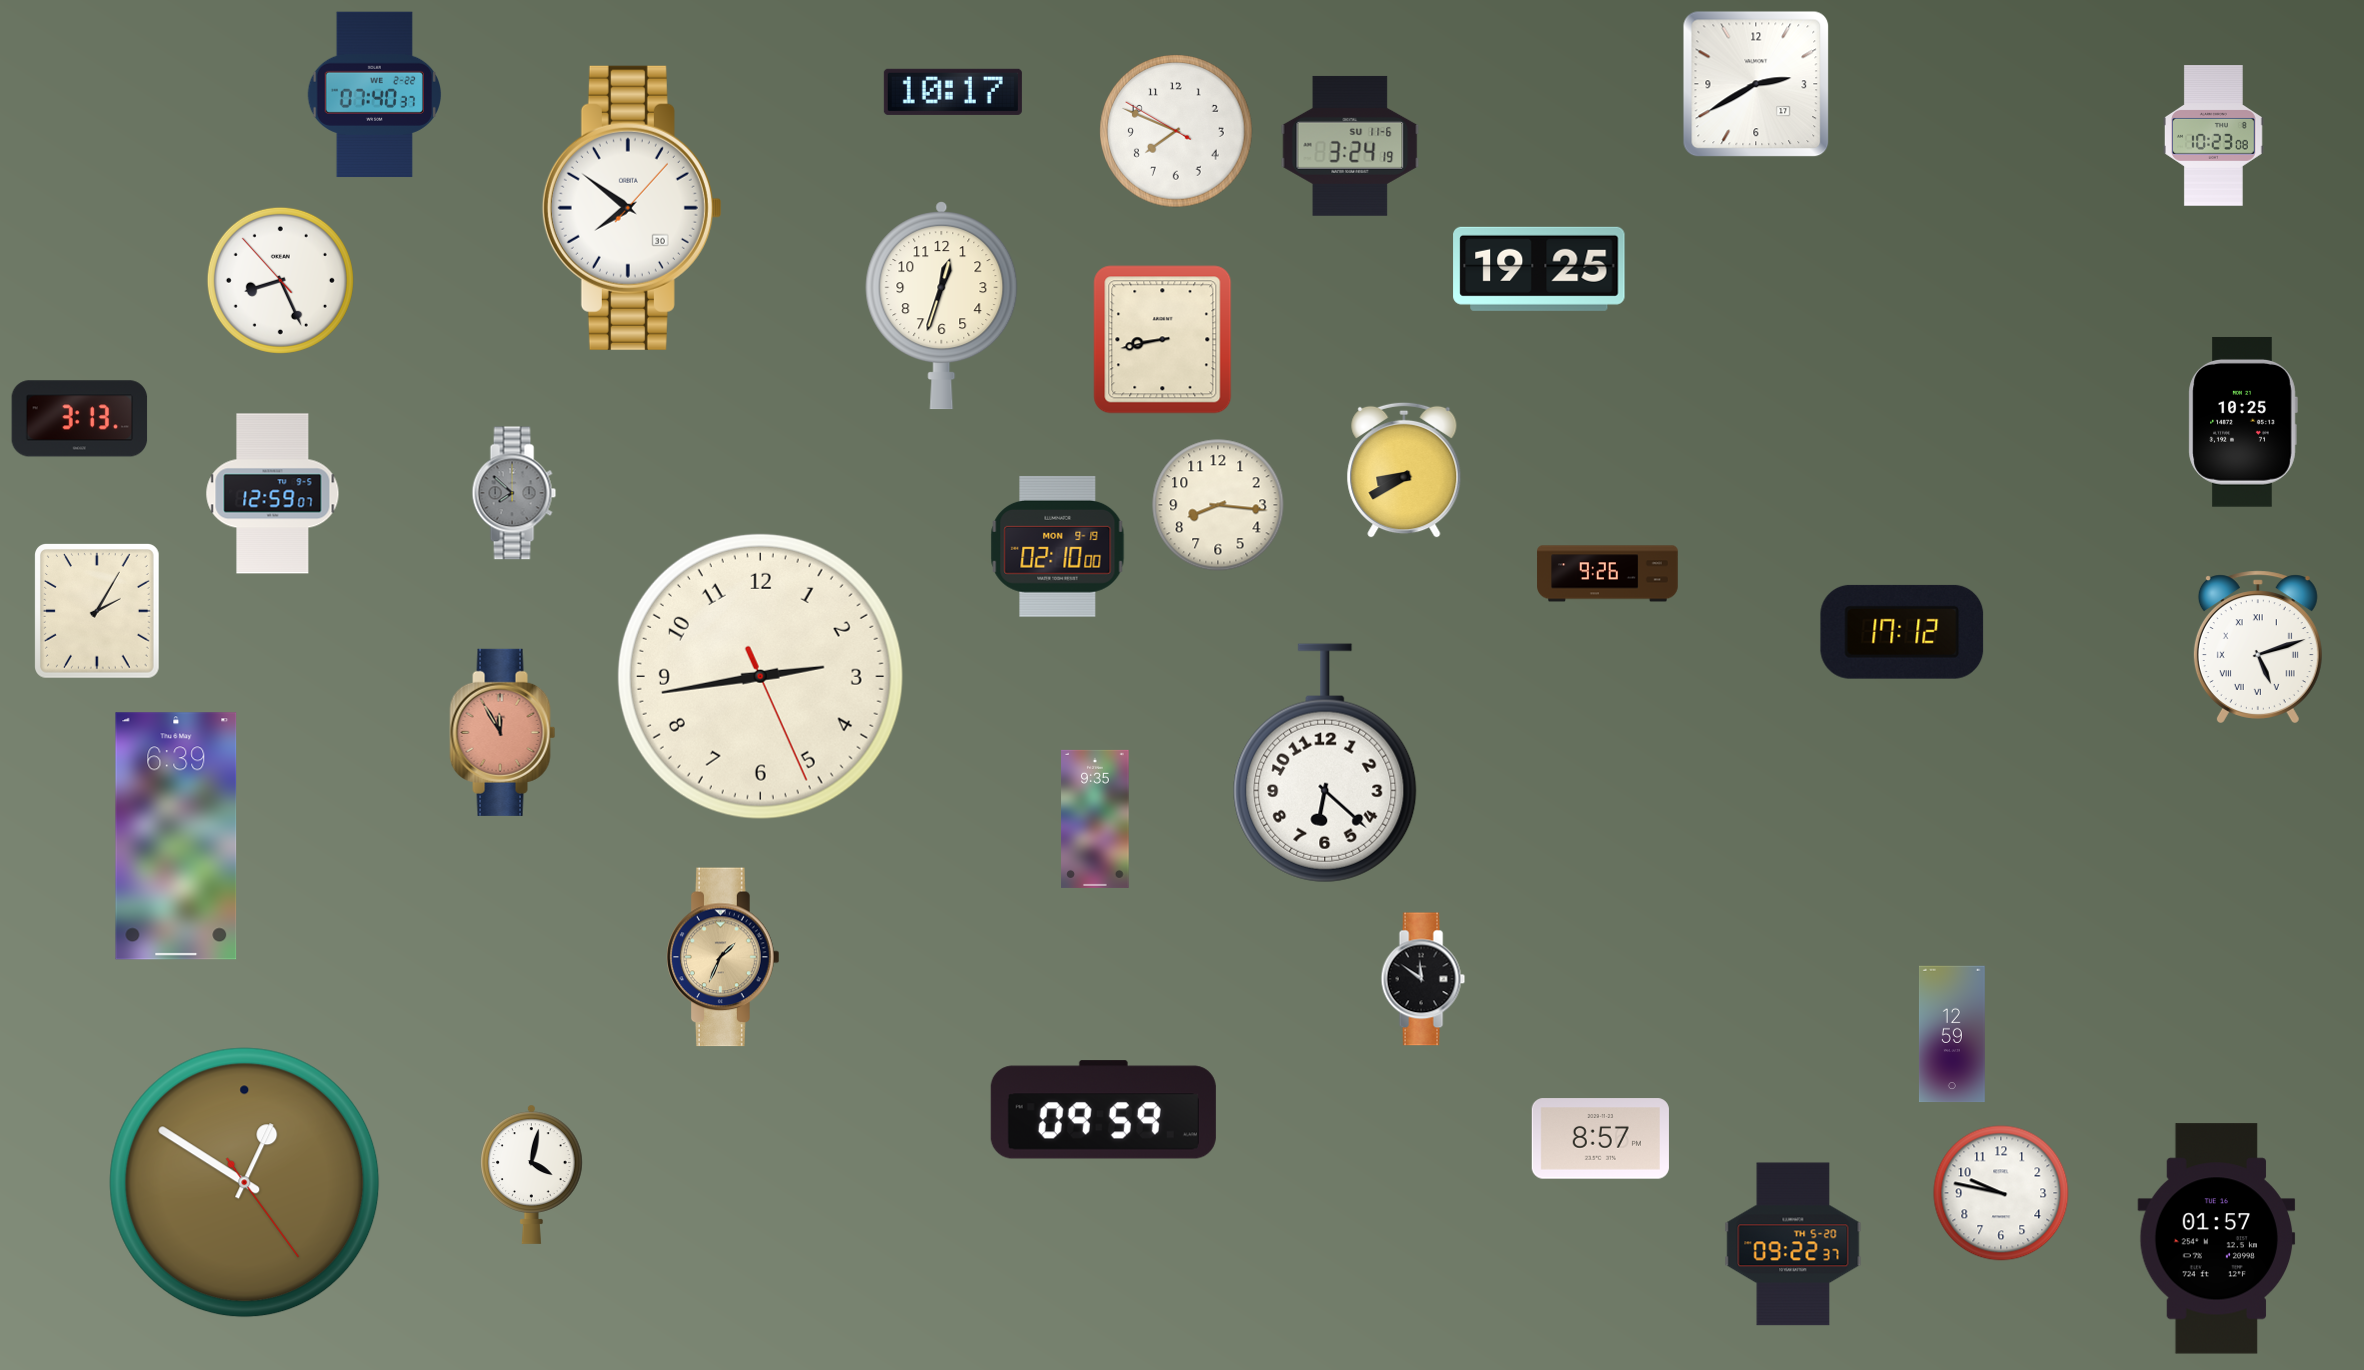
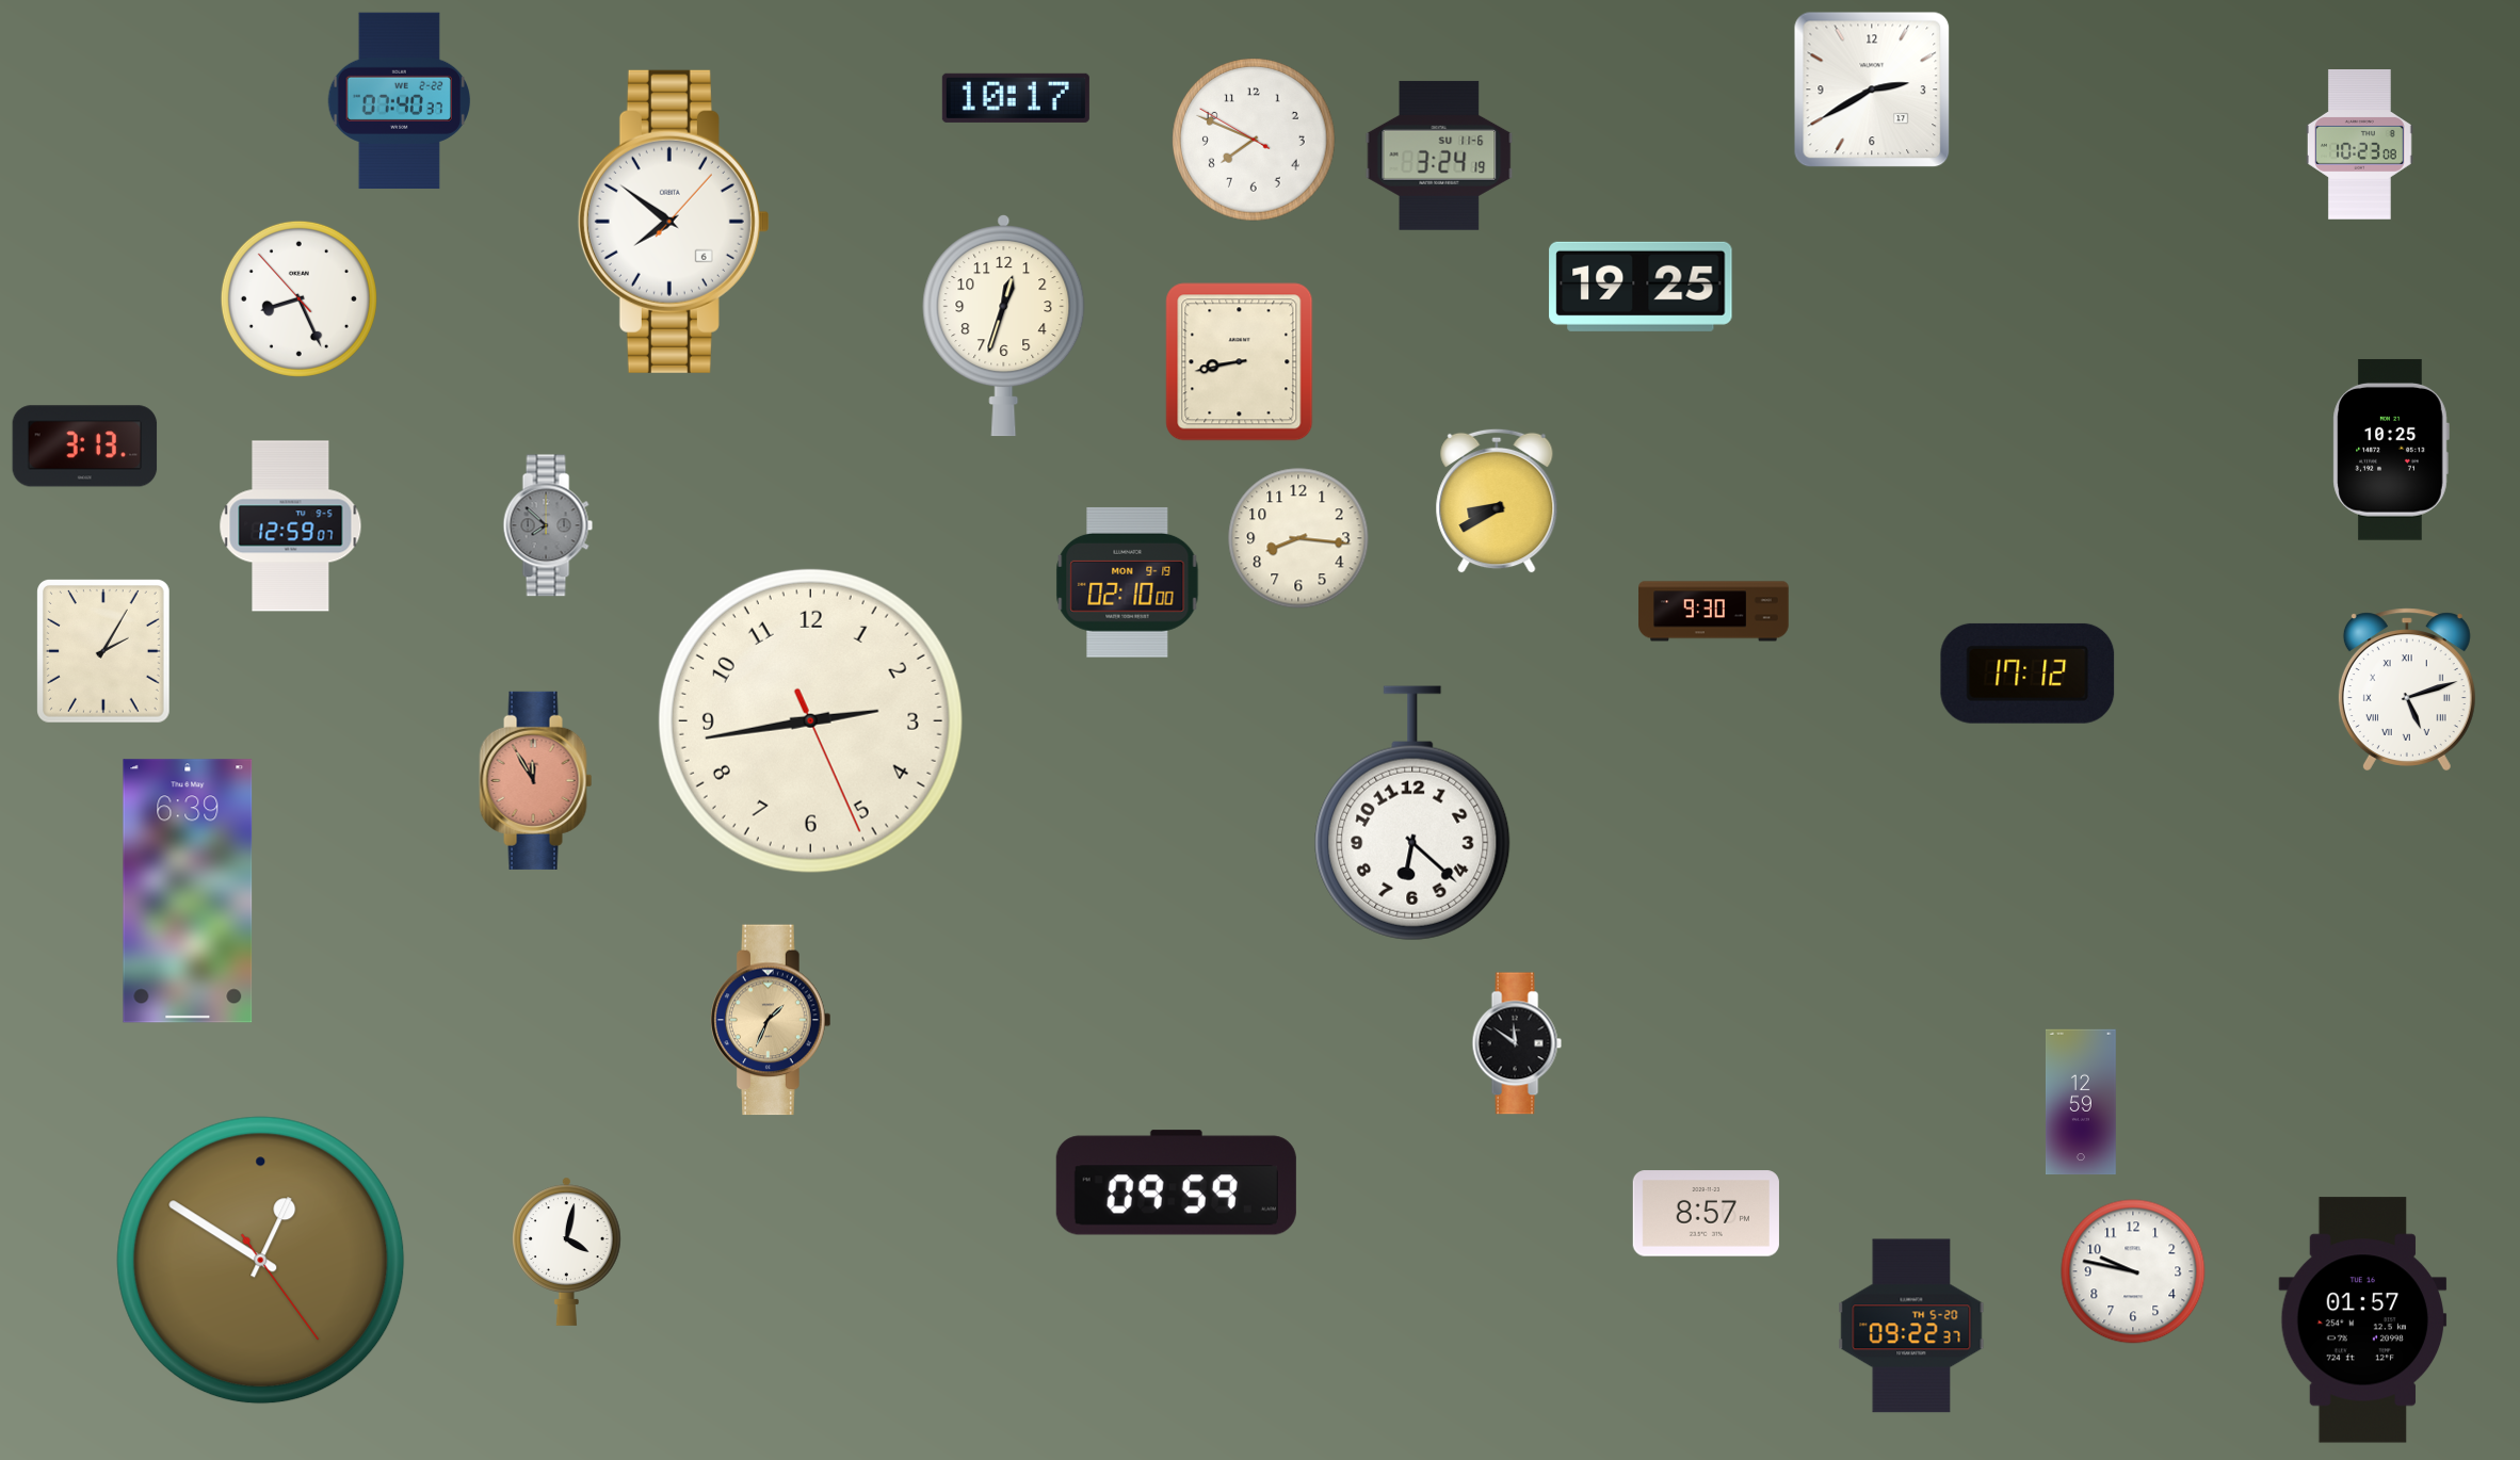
clock at (632, 208) date: 30 -> 6
clock at (1608, 574): 9:26 -> 9:30
clock at (1095, 819): 9:35 -> none
